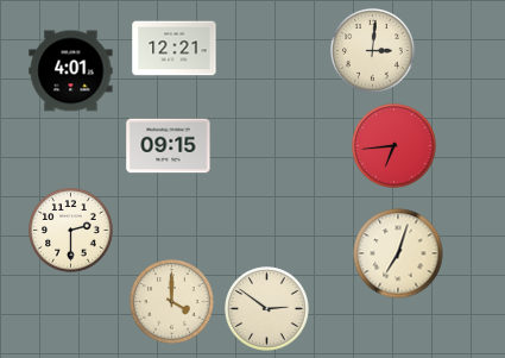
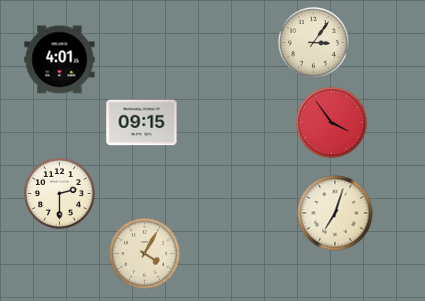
clock at (175, 49): 12:21 -> none
clock at (373, 51): 3:01 -> 3:06
clock at (394, 146): 6:44 -> 3:54
clock at (172, 302): 4:00 -> 4:05
clock at (267, 309): 2:51 -> none
